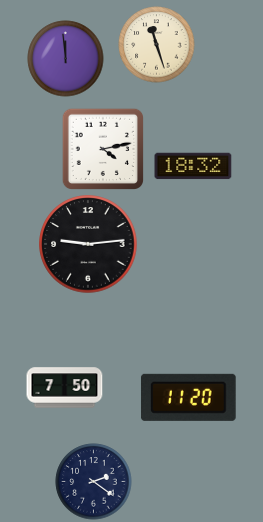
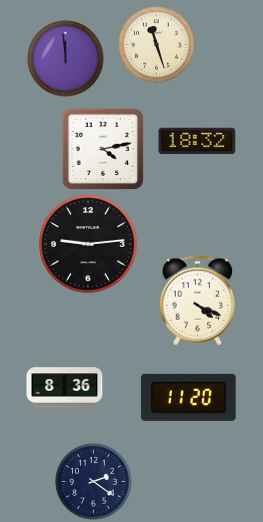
clock at (193, 166) position: (193, 166) -> (197, 141)
clock at (198, 301): none -> 4:19
clock at (65, 388): 7:50 -> 8:36
